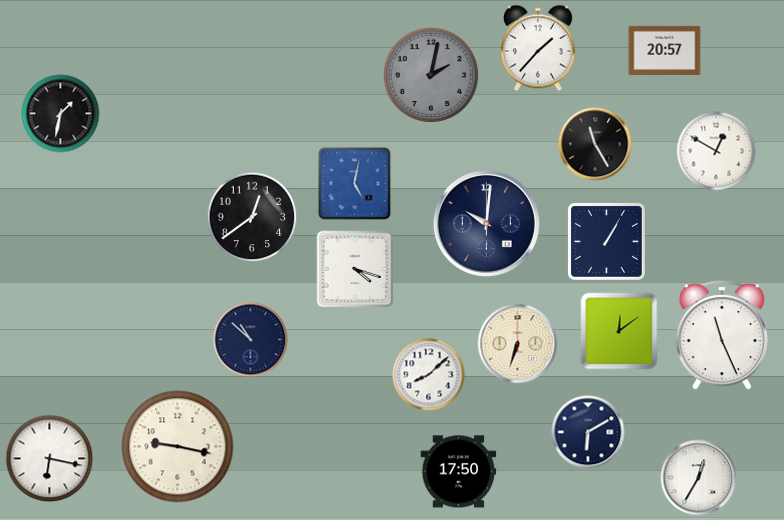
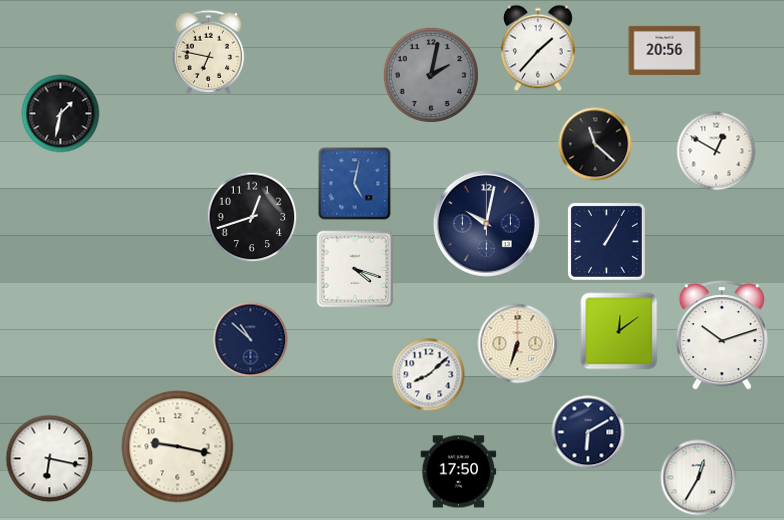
clock at (665, 50): 20:57 -> 20:56
clock at (209, 52): none -> 6:47
clock at (595, 144): 11:25 -> 11:22
clock at (252, 217): 12:39 -> 12:42
clock at (486, 223): 10:01 -> 10:02
clock at (722, 335): 11:26 -> 10:12
